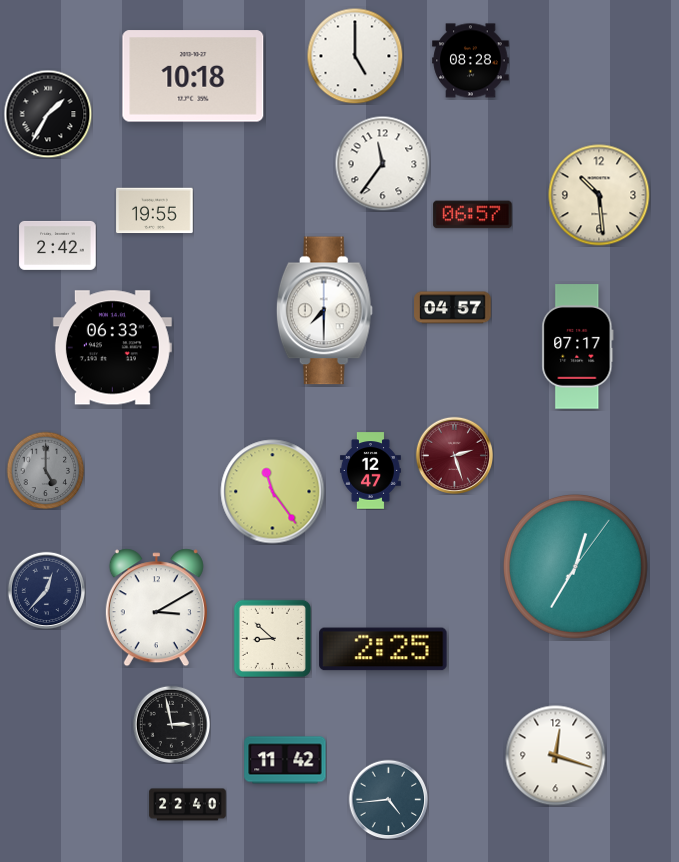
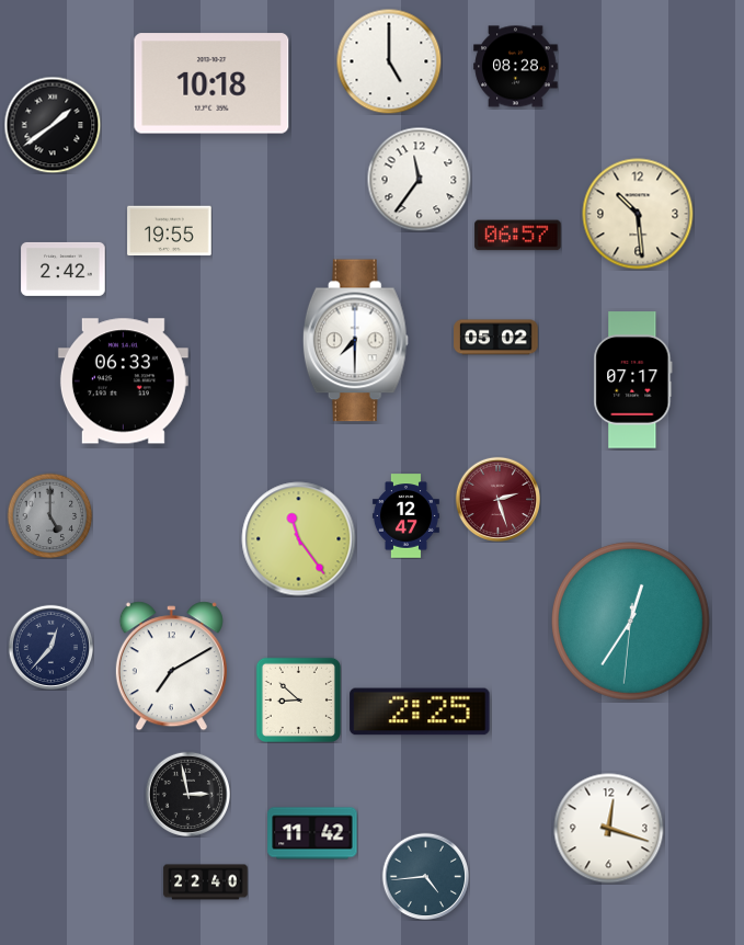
clock at (48, 114): 1:35 -> 1:39
clock at (599, 195) position: (599, 195) -> (638, 214)
clock at (453, 308): 04:57 -> 05:02
clock at (575, 566): 12:35:06 -> 12:35:31
clock at (156, 608): 3:10 -> 7:10
